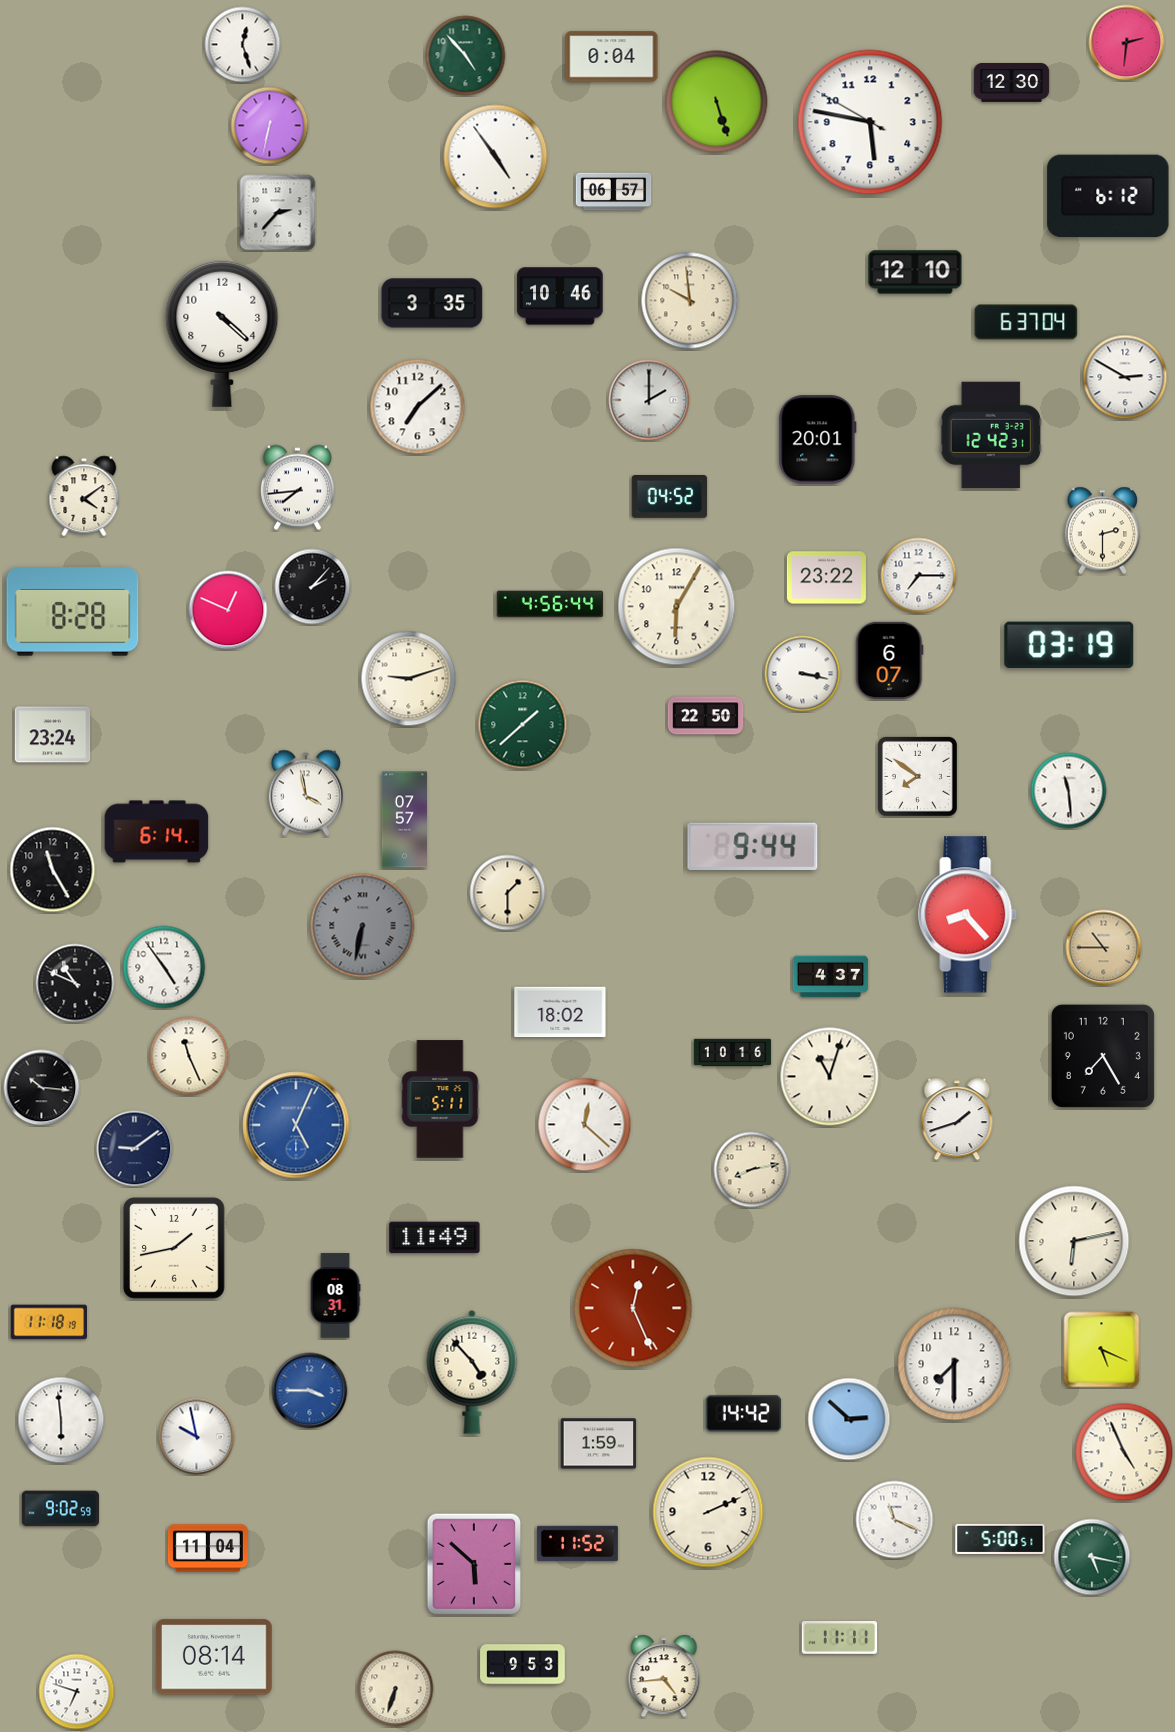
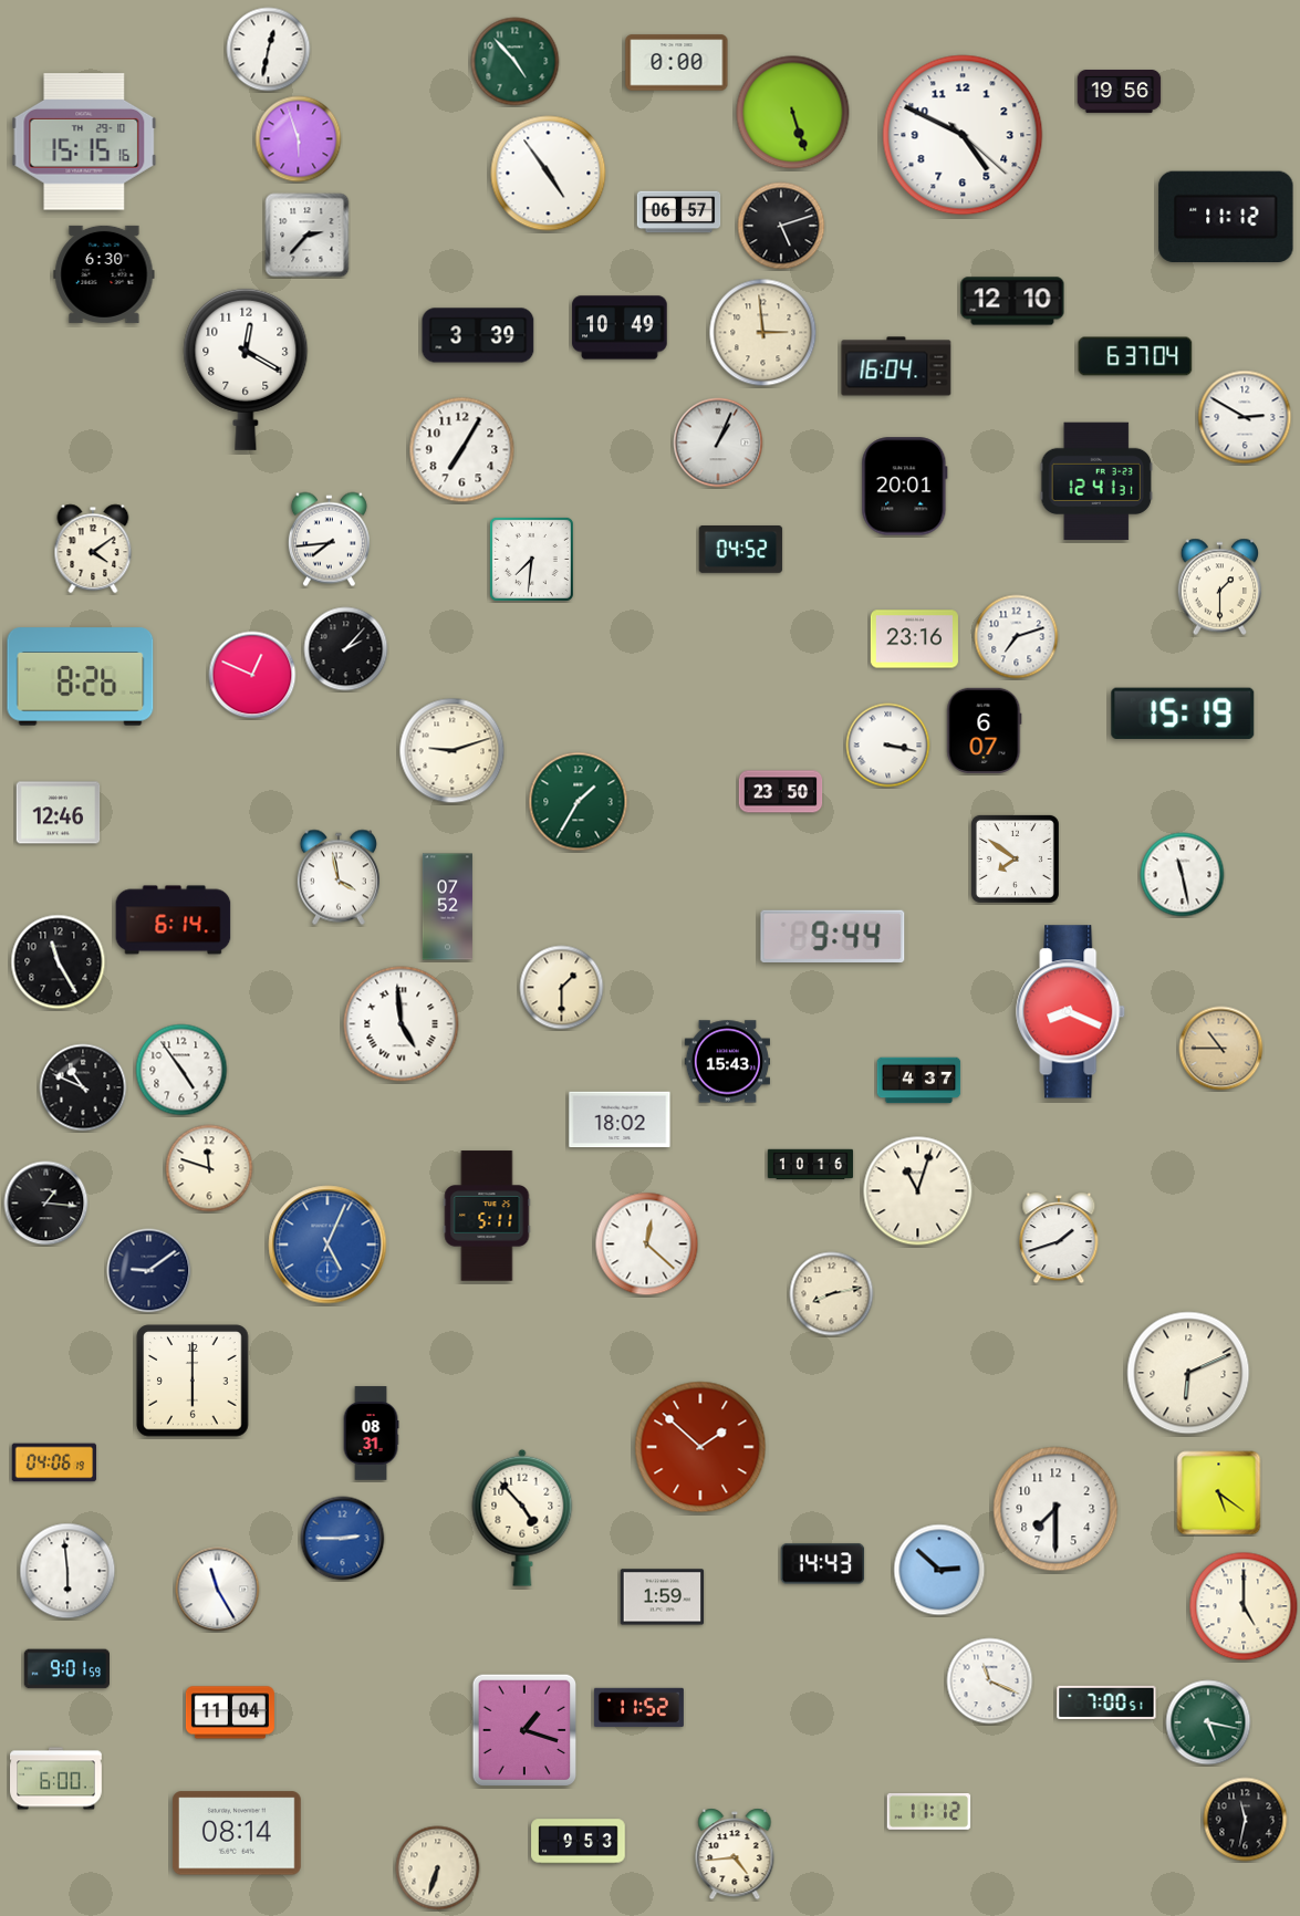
clock at (1127, 43): 2:31 -> none
clock at (243, 45): 12:27 -> 12:32
clock at (612, 57): 0:04 -> 0:00
clock at (1012, 83): 12:30 -> 19:56
clock at (870, 122): 5:46 -> 4:49
clock at (270, 126): 6:32 -> 5:57
clock at (84, 142): none -> 15:15
clock at (1108, 195): 6:12 -> 11:12
clock at (781, 226): none -> 5:12
clock at (104, 274): none -> 6:30
clock at (560, 296): 10:46 -> 10:49
clock at (690, 301): 9:59 -> 2:59
clock at (432, 303): 3:35 -> 3:39
clock at (896, 366): none -> 16:04
clock at (222, 334): 4:22 -> 12:20
clock at (649, 400): 2:00 -> 1:04
clock at (418, 407): 7:08 -> 7:05
clock at (991, 435): 12:42 -> 12:41
clock at (531, 559): none -> 7:31
clock at (1103, 531): 2:30 -> 1:30
clock at (919, 576): 7:15 -> 7:12
clock at (826, 578): 23:22 -> 23:16
clock at (550, 604): 4:56 -> none
clock at (677, 607): 6:05 -> none
clock at (73, 612): 8:28 -> 8:26
clock at (1069, 645): 03:19 -> 15:19
clock at (706, 716): 22:50 -> 23:50
clock at (523, 725): 1:38 -> 1:35
clock at (53, 735): 23:24 -> 12:46
clock at (1069, 791): 11:29 -> 11:28
clock at (404, 820): 07:57 -> 07:52
clock at (968, 915): 8:23 -> 8:19
clock at (363, 926): 6:32 -> 4:59
clock at (363, 926) dial: grey -> white
clock at (727, 1062): none -> 15:43
clock at (189, 1056): 11:26 -> 11:48
clock at (1103, 1056): 7:25 -> none
clock at (42, 1088): 10:16 -> 1:16
clock at (435, 1238): 11:49 -> none
clock at (1074, 1241): 6:13 -> 6:11
clock at (174, 1248): 1:43 -> 6:00
clock at (633, 1308): 12:26 -> 1:52
clock at (48, 1322): 11:18 -> 04:06
clock at (1102, 1350): 5:19 -> 5:21
clock at (310, 1391): 3:45 -> 2:45
clock at (744, 1414): 14:42 -> 14:43
clock at (197, 1437): 9:58 -> 11:25
clock at (1124, 1452): 4:56 -> 5:00
clock at (60, 1509): 9:02 -> 9:01
clock at (708, 1512): 2:11 -> none
clock at (1000, 1539): 5:00 -> 7:00
clock at (474, 1564): 5:52 -> 1:18
clock at (56, 1779): none -> 6:00
clock at (840, 1638): 11:11 -> 11:12
clock at (1246, 1820): none -> 11:32
clock at (77, 1692): 6:48 -> none
